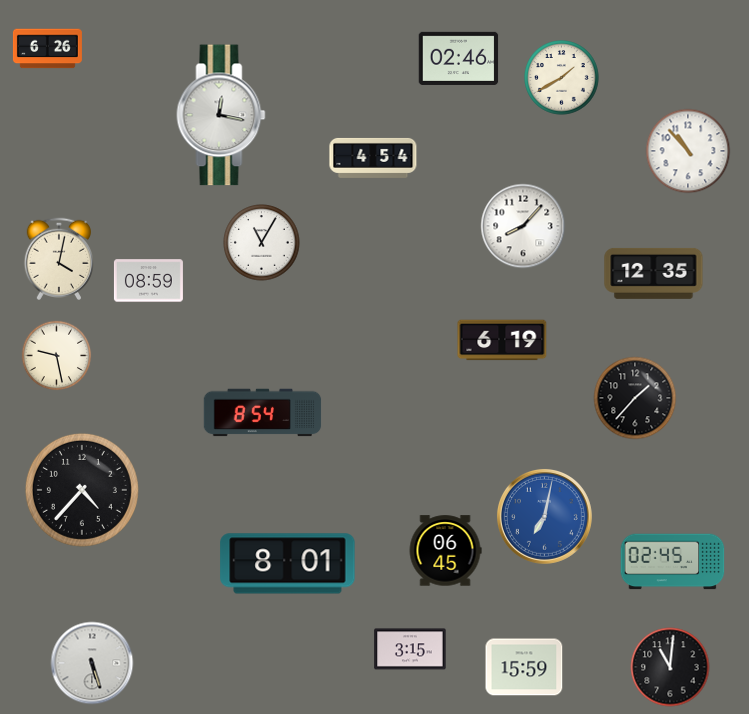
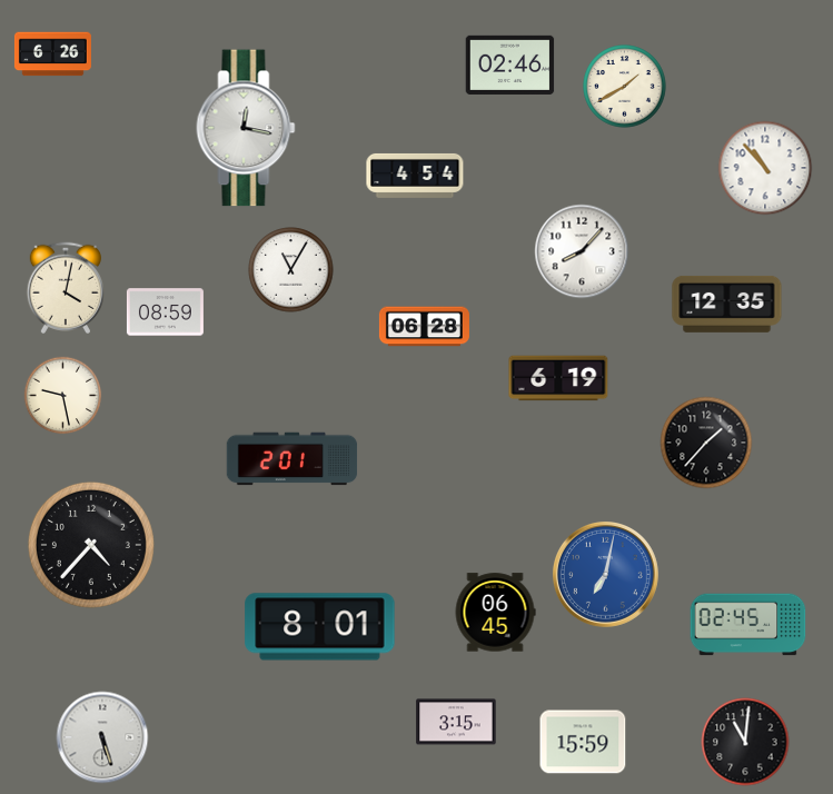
clock at (424, 327): none -> 06:28
clock at (263, 413): 8:54 -> 2:01
